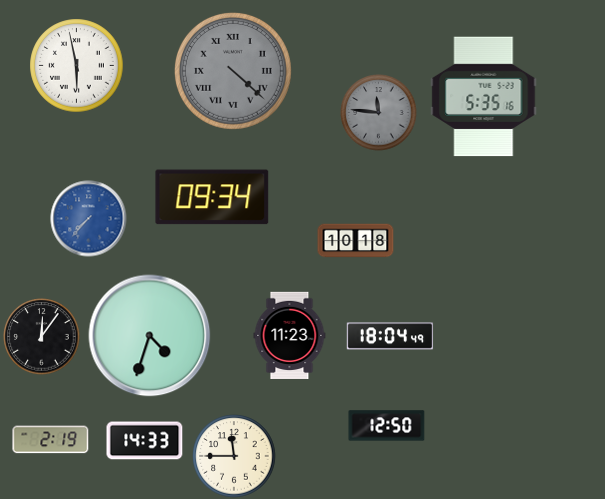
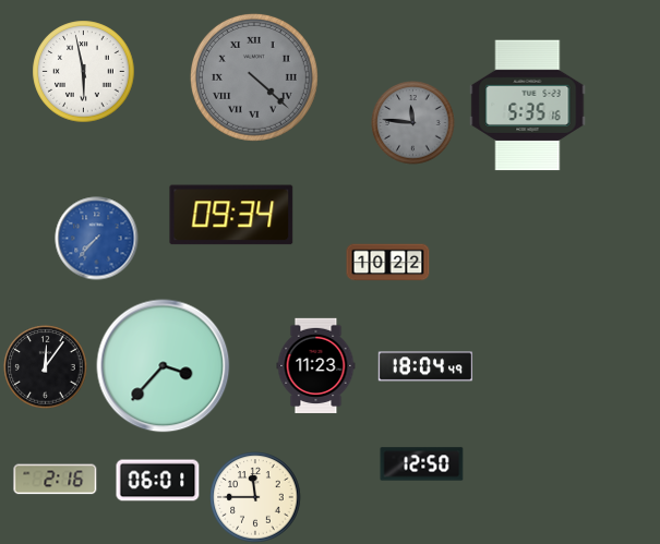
clock at (356, 241): 10:18 -> 10:22
clock at (150, 336): 4:33 -> 3:37
clock at (51, 440): 2:19 -> 2:16
clock at (145, 441): 14:33 -> 06:01
